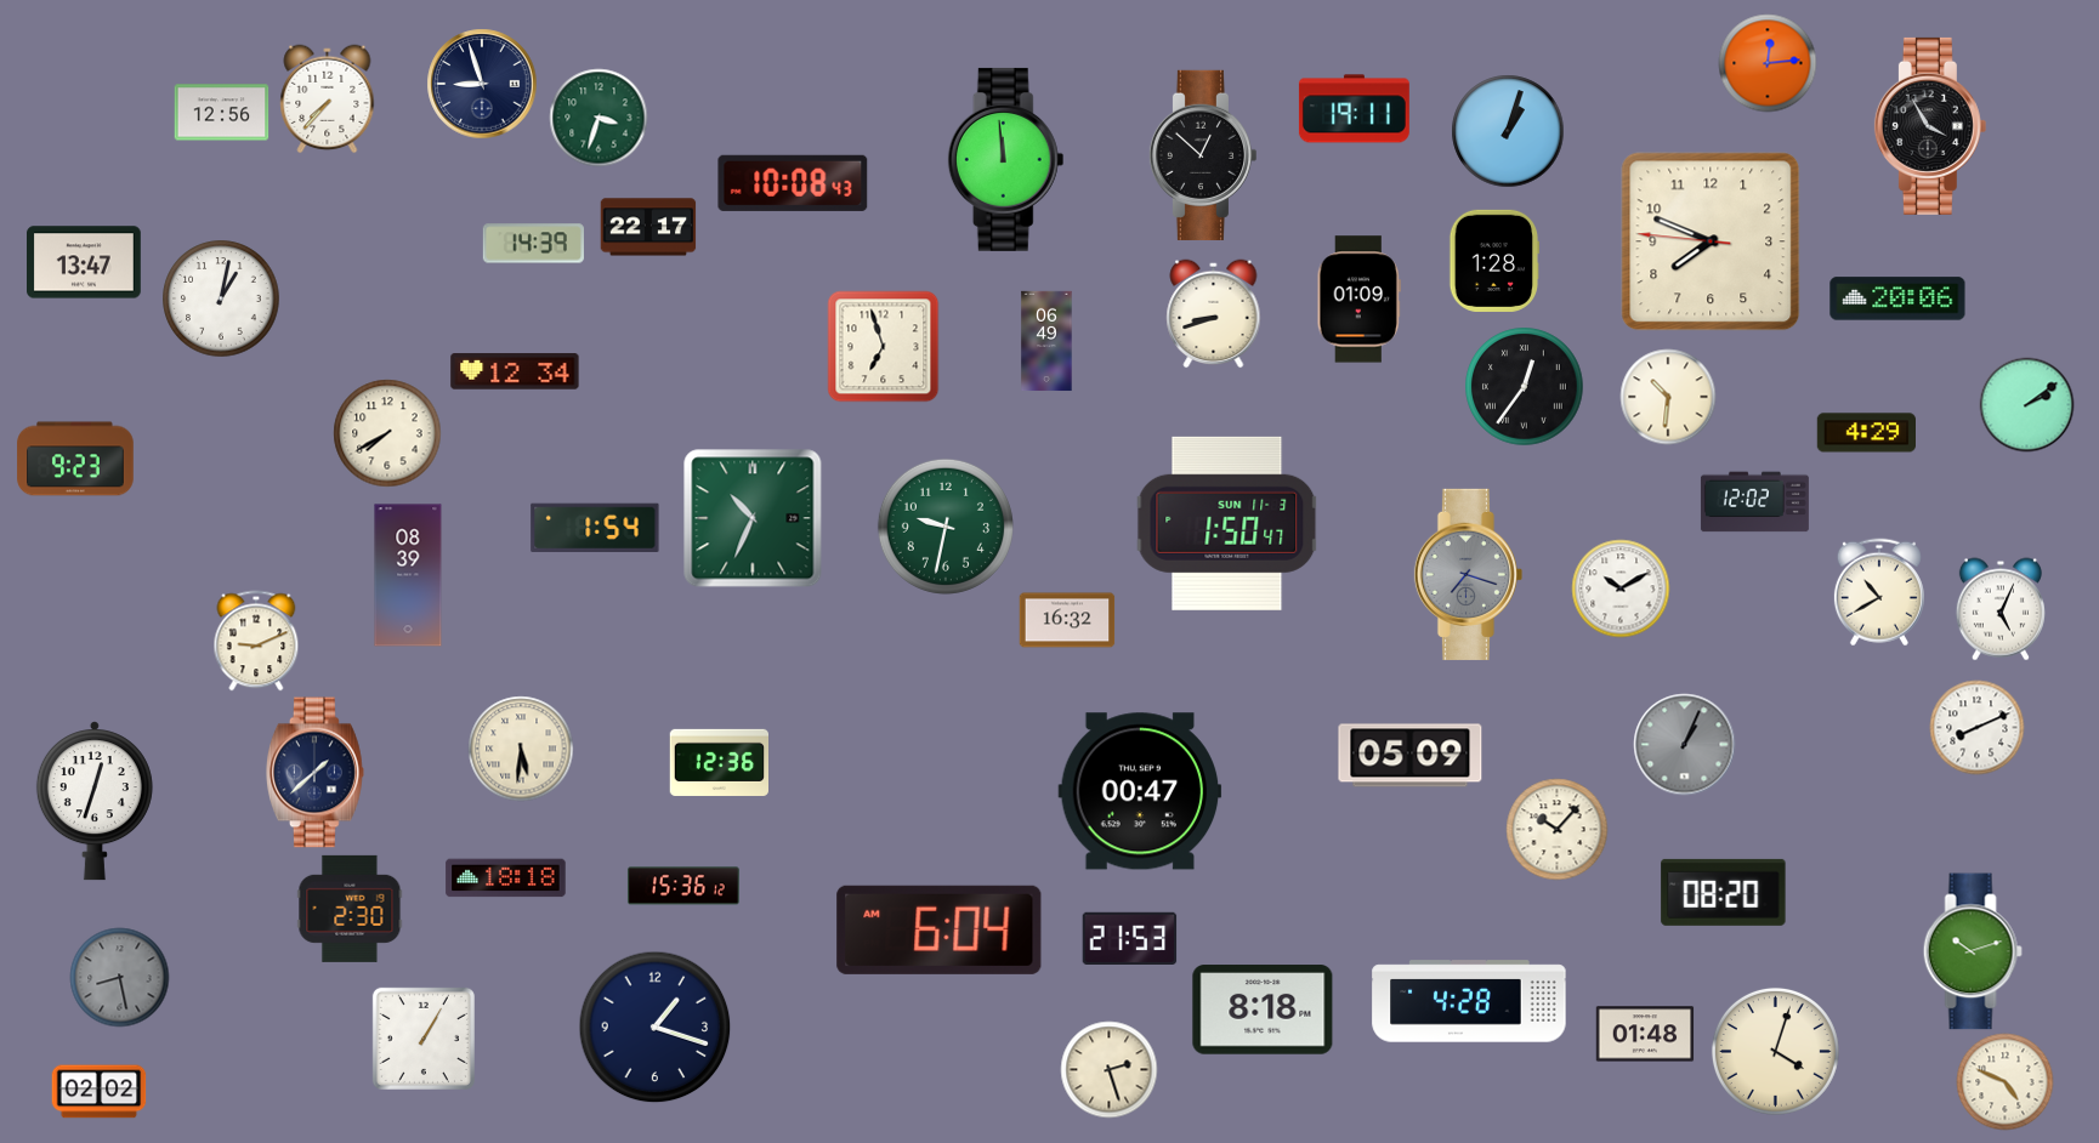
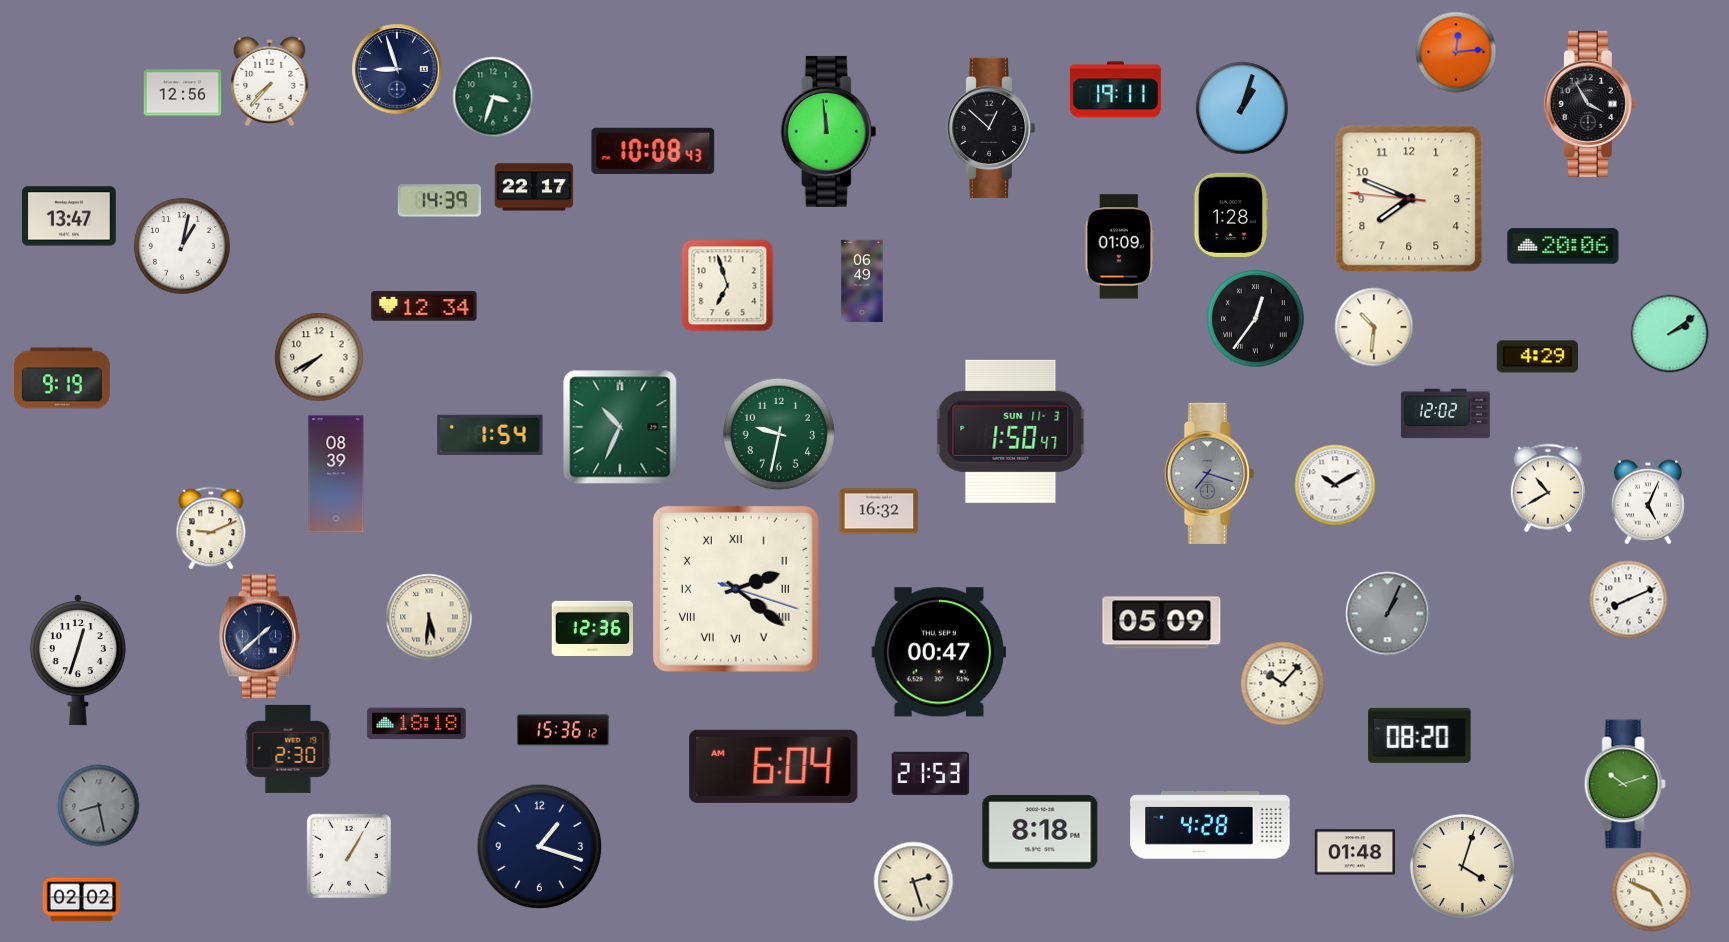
clock at (1214, 313): 8:42 -> none
clock at (75, 459): 9:23 -> 9:19
clock at (736, 589): none -> 2:21
